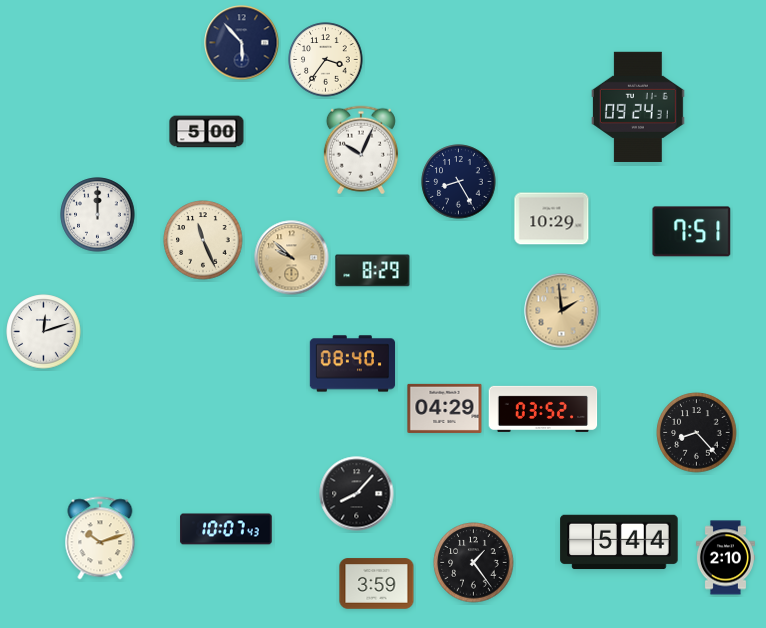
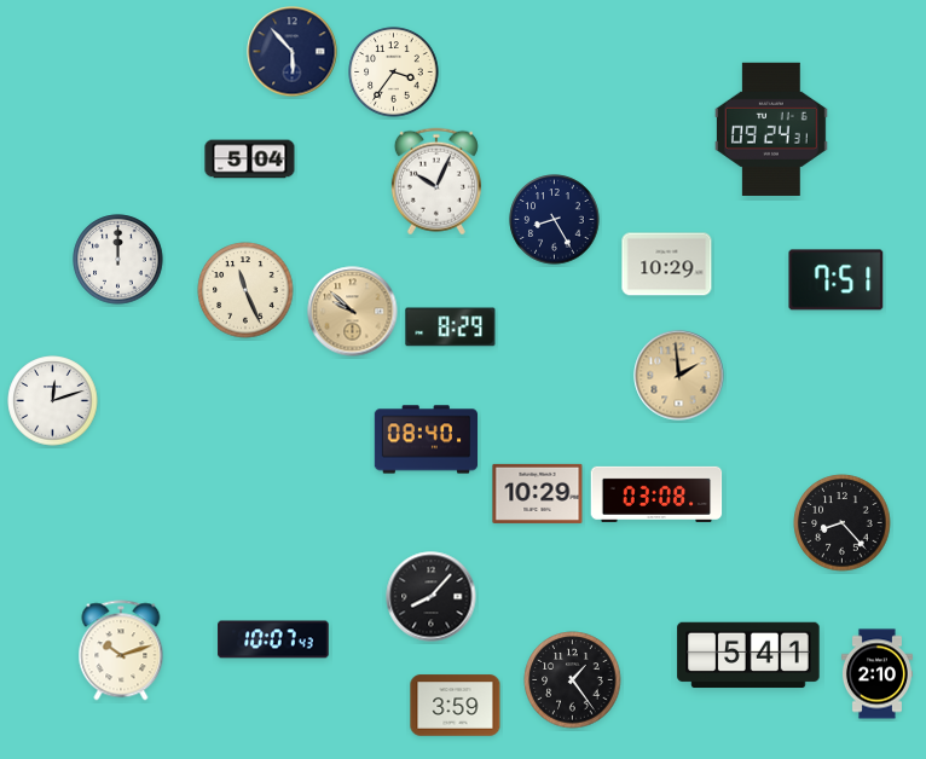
clock at (207, 132): 5:00 -> 5:04
clock at (445, 408): 04:29 -> 10:29
clock at (543, 409): 03:52 -> 03:08
clock at (619, 542): 5:44 -> 5:41
